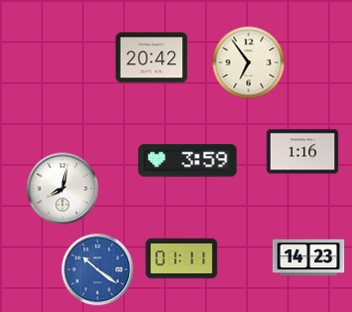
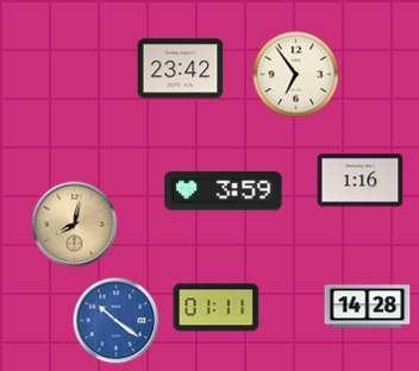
clock at (152, 58): 20:42 -> 23:42
clock at (63, 189) dial: white -> champagne
clock at (309, 258): 14:23 -> 14:28
